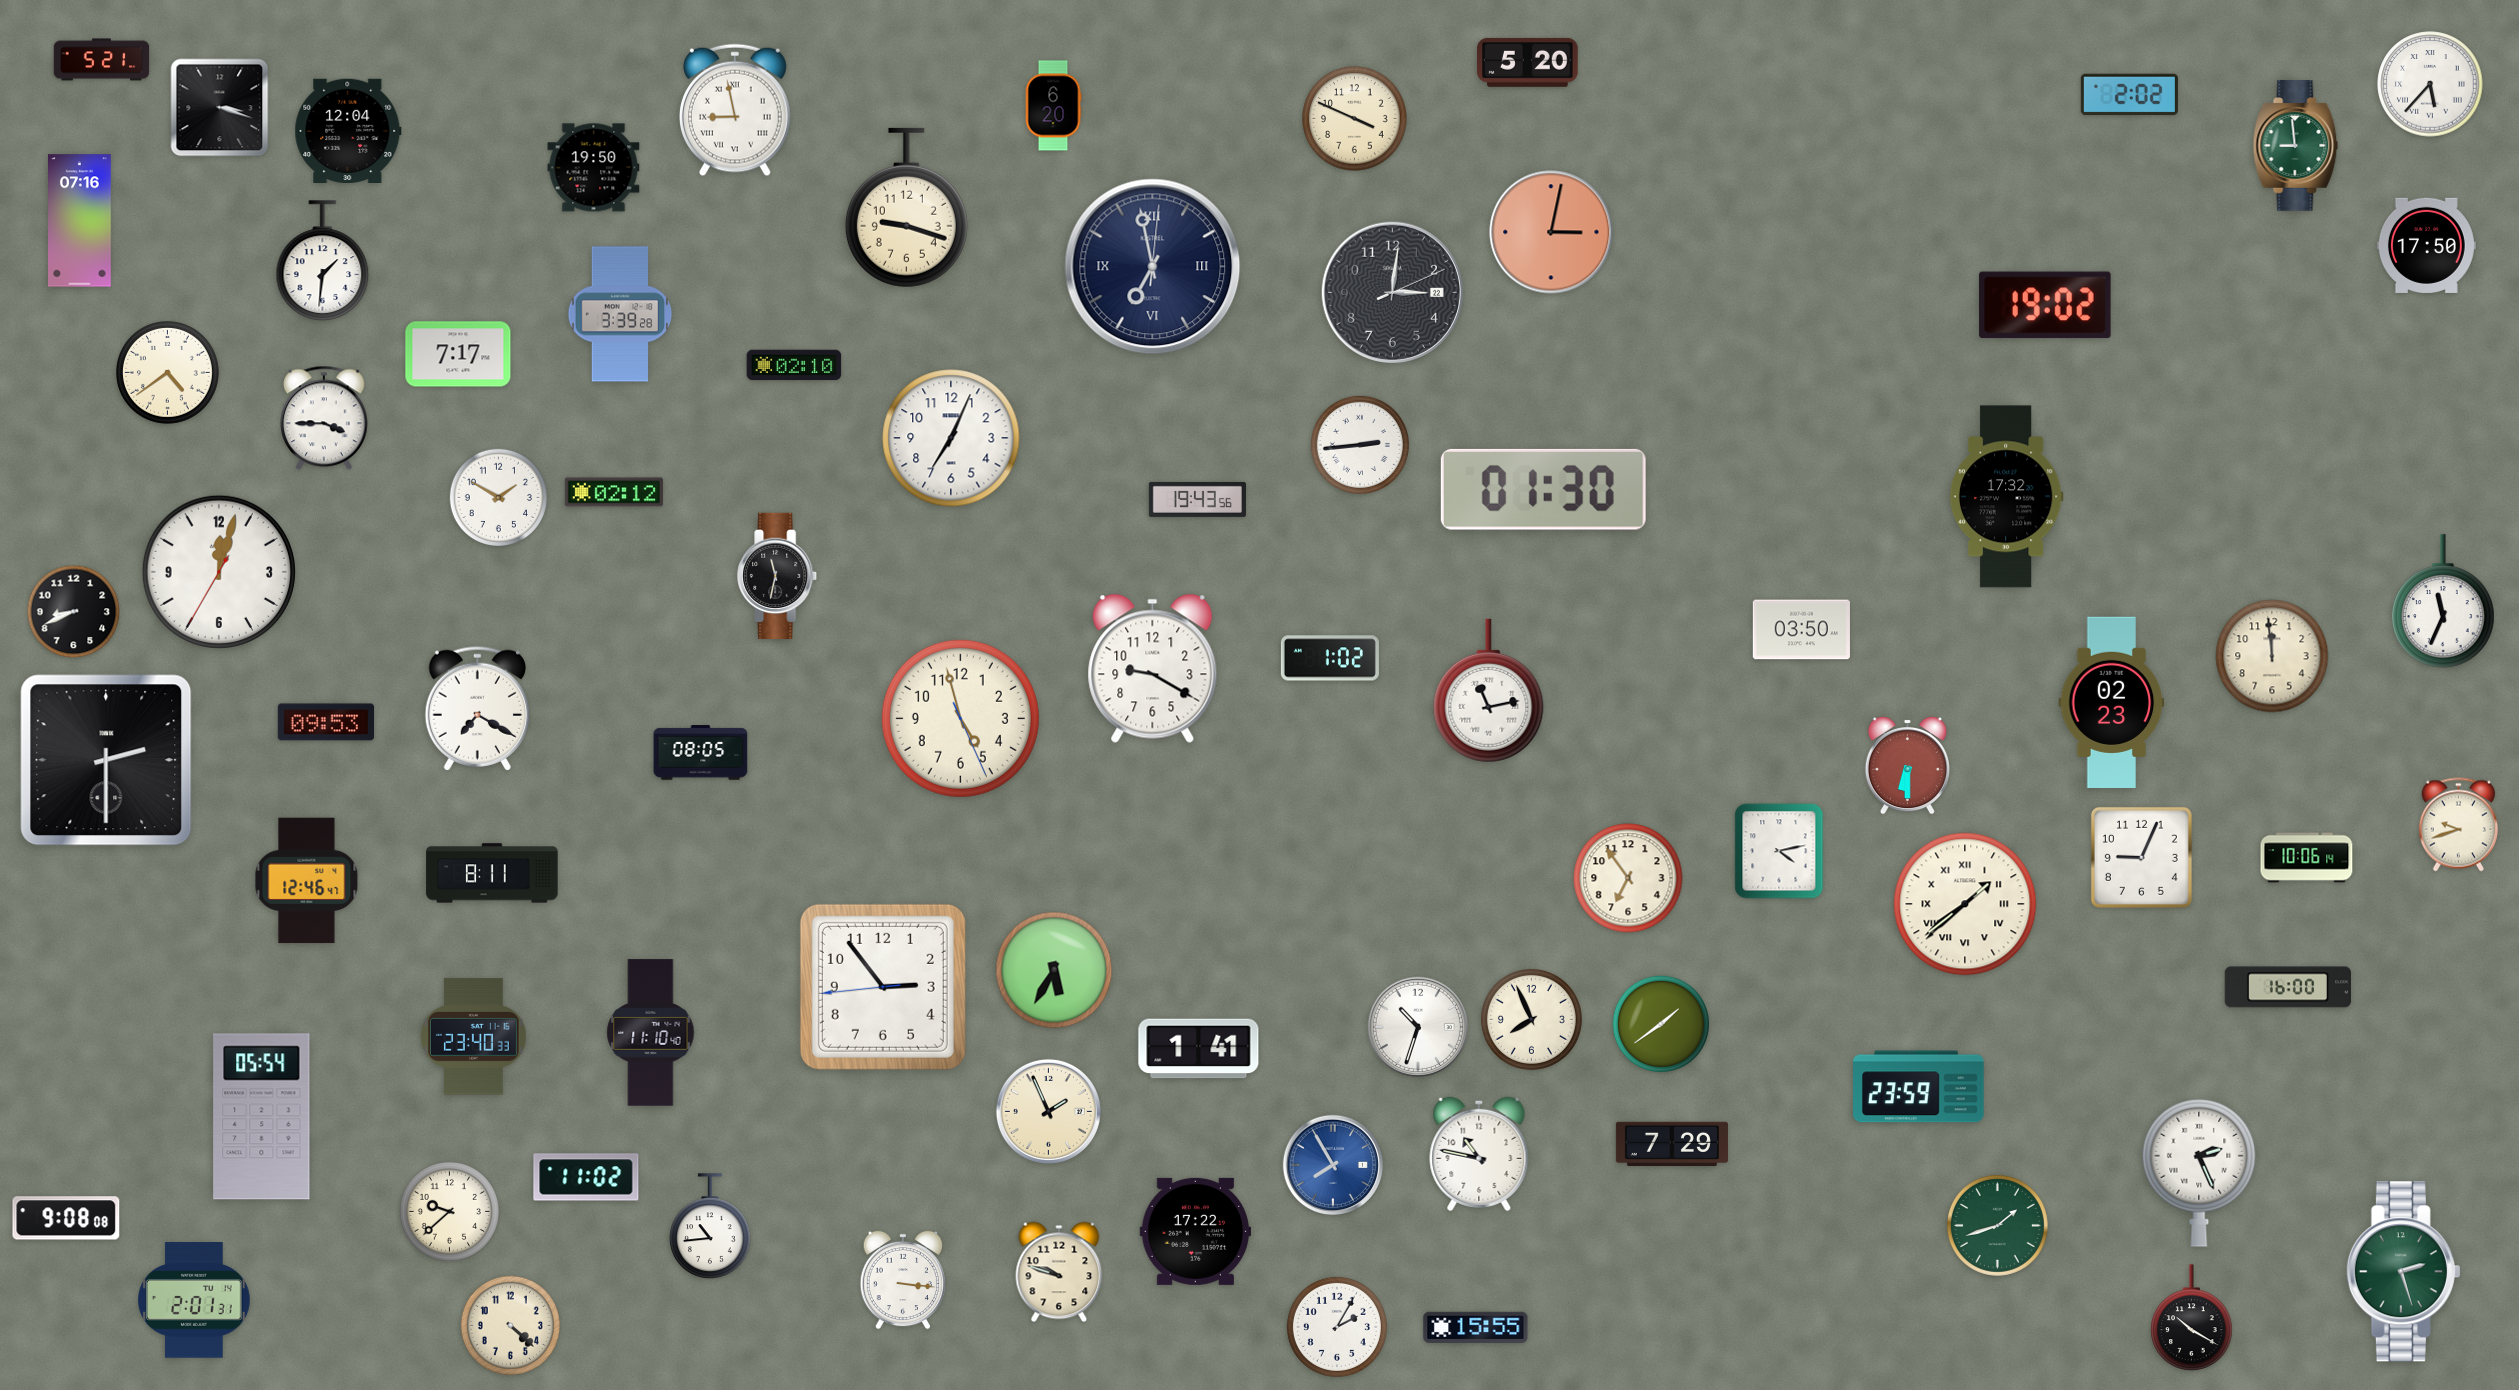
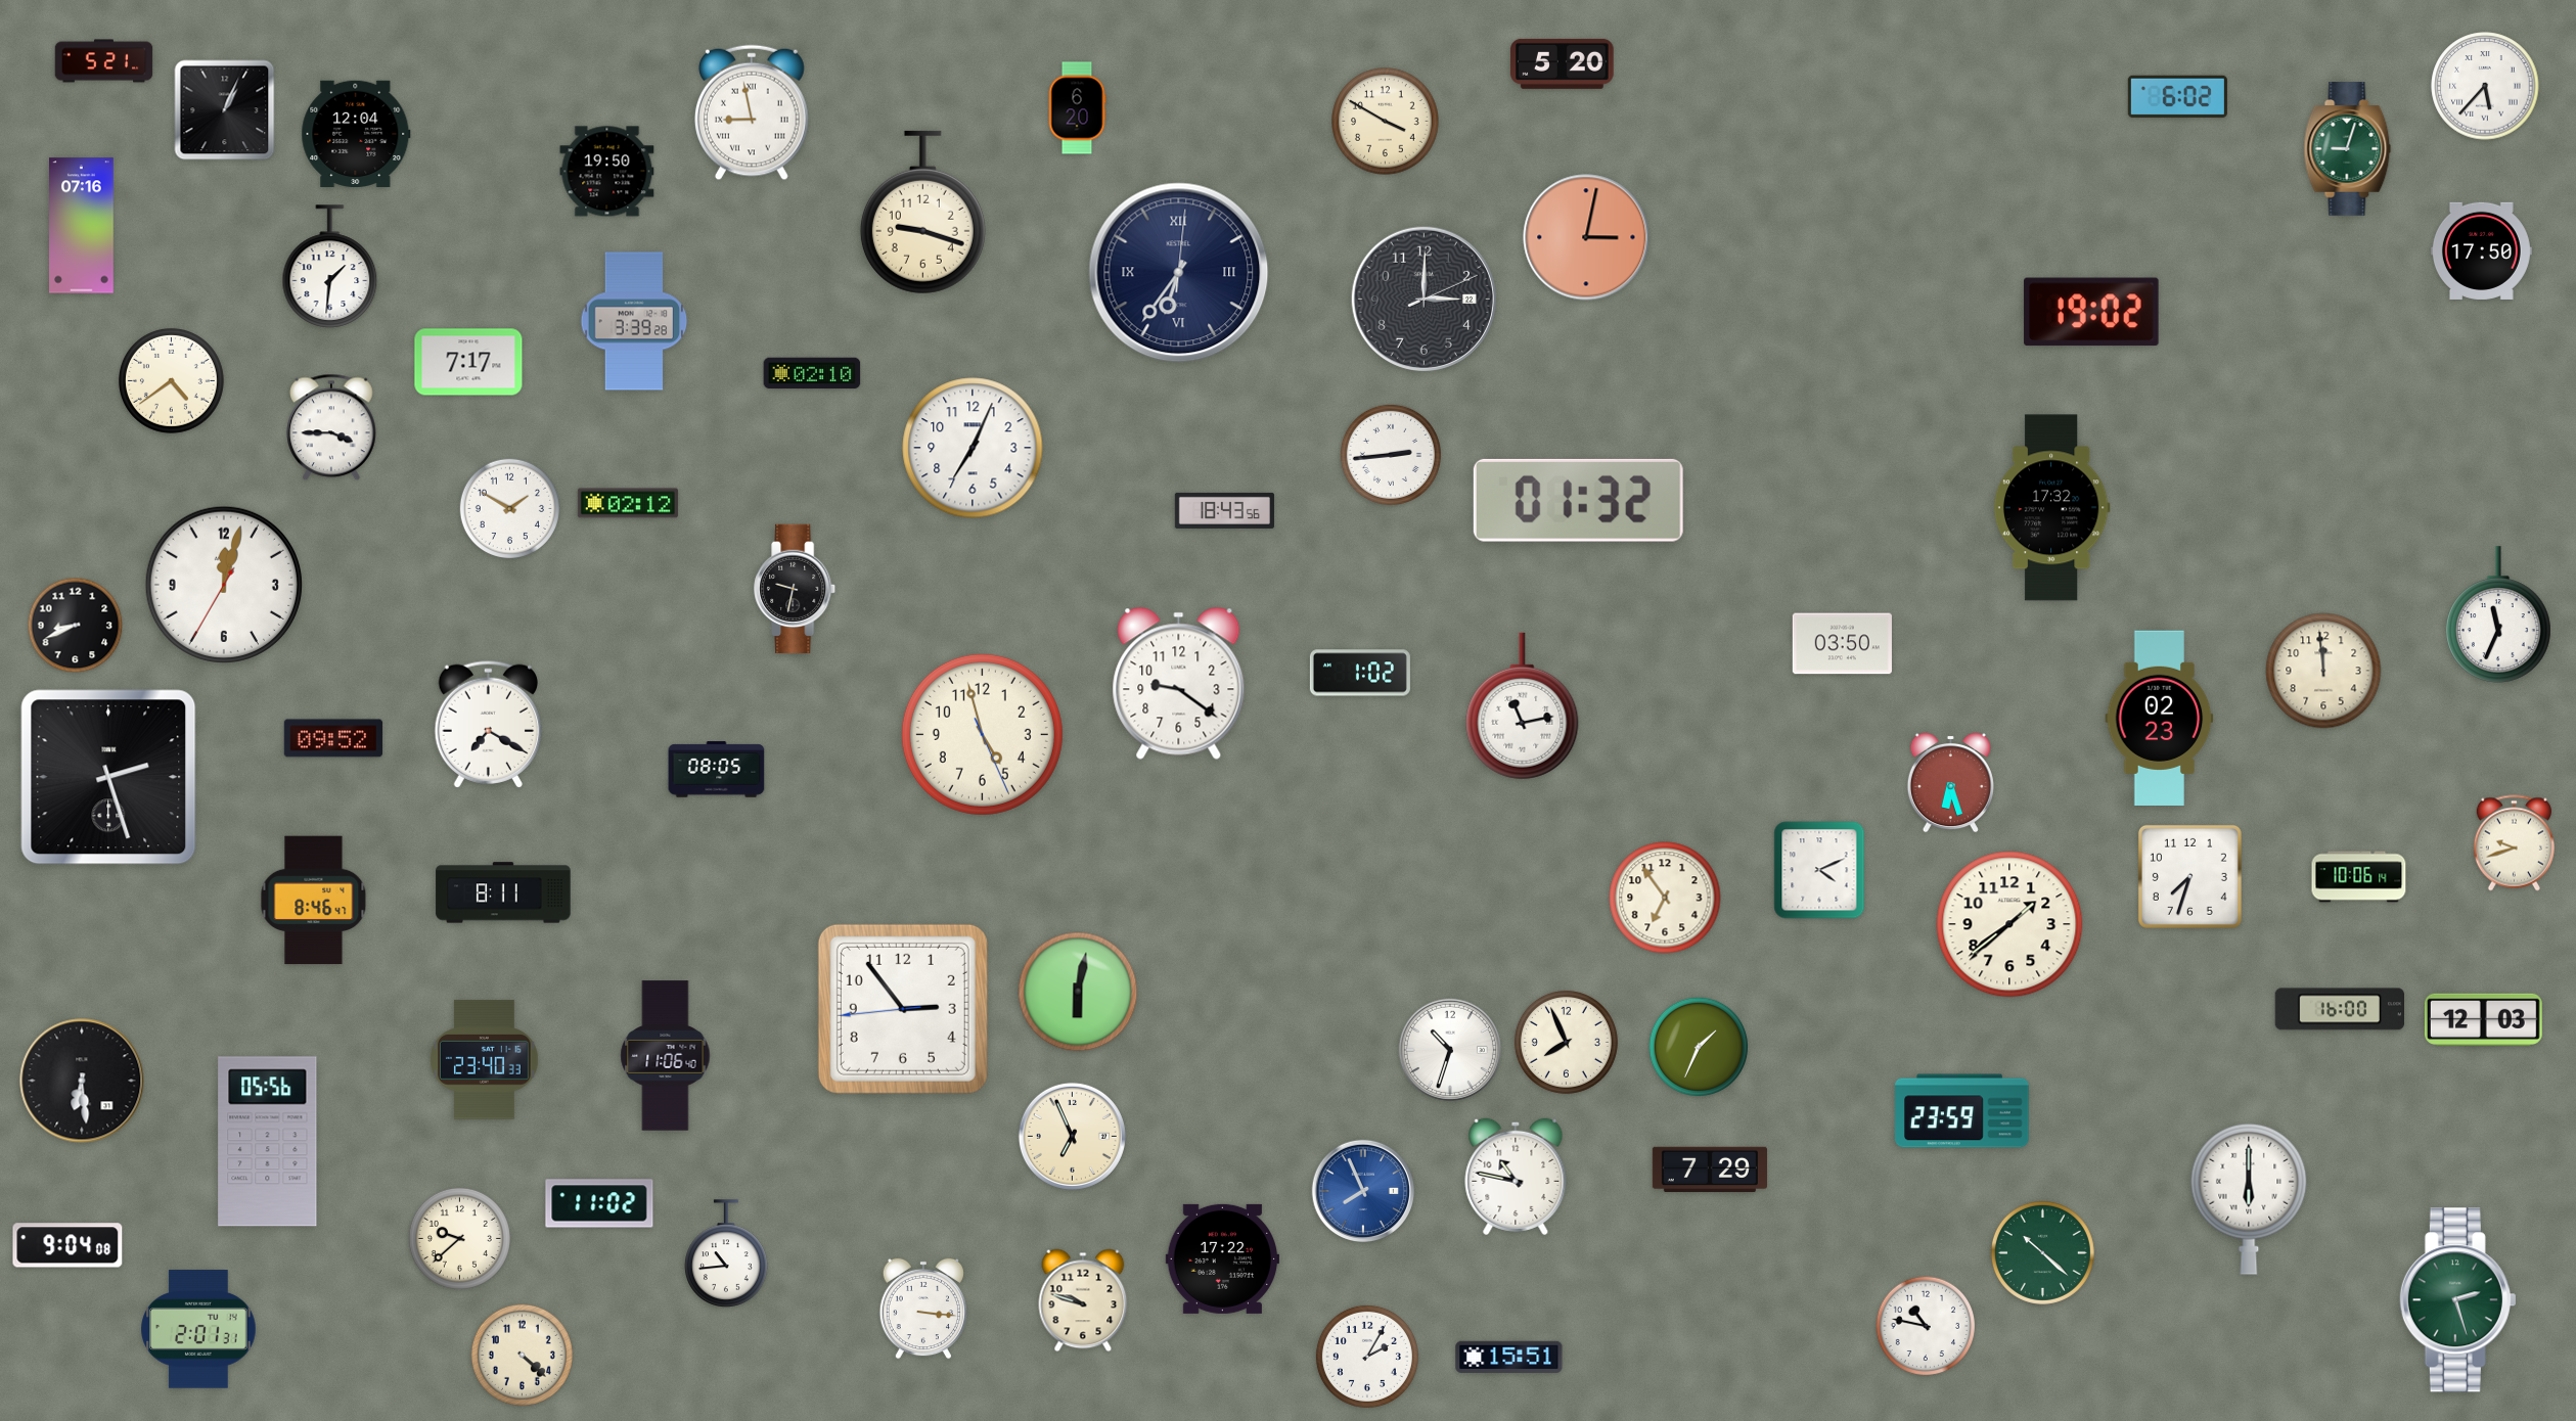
clock at (2129, 95): 2:02 -> 6:02
clock at (220, 108): 3:18 -> 1:04
clock at (1355, 119): 3:49 -> 3:50
clock at (2296, 146): 8:59 -> 9:03
clock at (906, 208) position: (906, 208) -> (922, 213)
clock at (1153, 267): 6:58 -> 6:36
clock at (1392, 292): 3:01 -> 3:00
clock at (1543, 489): 01:30 -> 01:32
clock at (1197, 499): 19:43 -> 18:43
clock at (778, 575): 11:32 -> 9:32
clock at (1153, 668): 9:20 -> 9:21
clock at (326, 722): 09:53 -> 09:52
clock at (106, 760): 2:30 -> 2:27
clock at (1907, 765): 6:30 -> 6:27
clock at (1779, 851): 4:13 -> 4:11
clock at (2141, 857): 9:04 -> 7:33
clock at (307, 881): 12:46 -> 8:46
clock at (1965, 904) numerals: Roman -> Arabic
clock at (1054, 970): 5:35 -> 6:02
clock at (2483, 1019): none -> 12:03
clock at (1661, 1024): 1:39 -> 1:34
clock at (651, 1033): 11:10 -> 11:06
clock at (1199, 1049): 1:41 -> none
clock at (82, 1081): none -> 6:29
clock at (1048, 1111): 1:56 -> 6:56
clock at (262, 1117): 05:54 -> 05:56
clock at (1479, 1154) position: (1479, 1154) -> (1516, 1177)
clock at (1332, 1164): 7:55 -> 7:56
clock at (2199, 1173): 2:26 -> 6:00
clock at (66, 1218): 9:08 -> 9:04
clock at (1997, 1225): 1:42 -> 10:22
clock at (1926, 1326): none -> 10:47
clock at (2192, 1317): 10:20 -> none
clock at (1476, 1327): 15:55 -> 15:51
